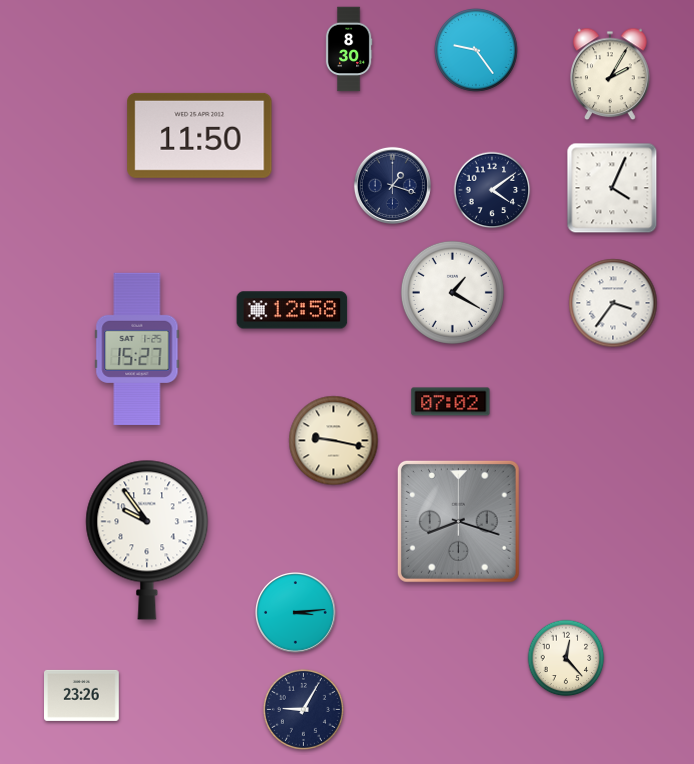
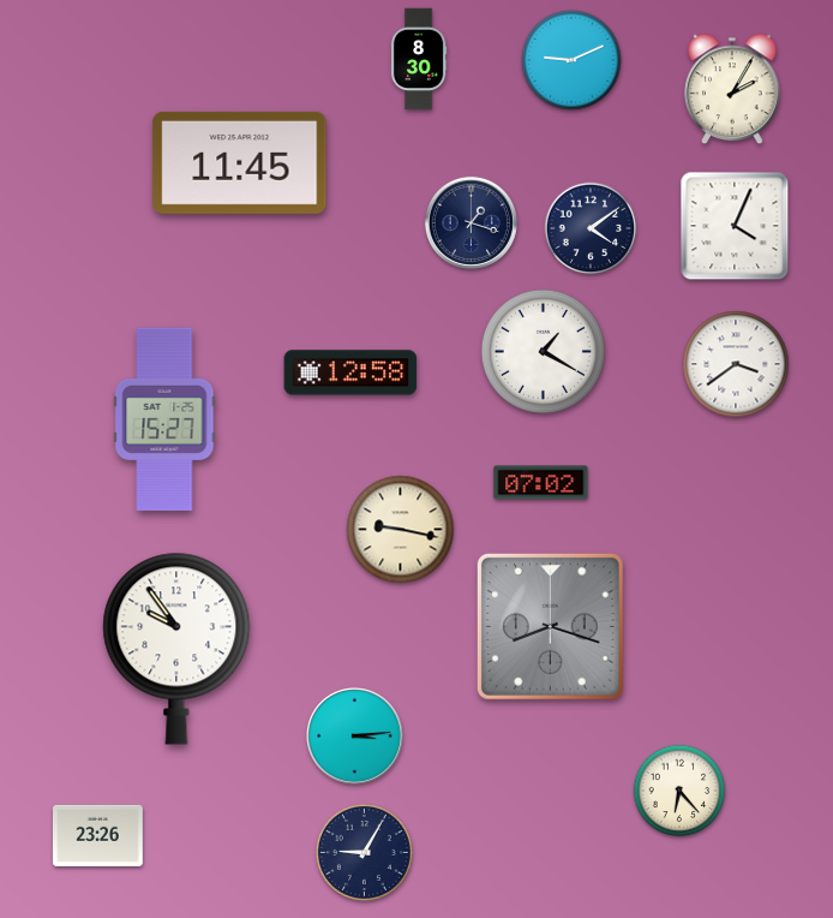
clock at (476, 50): 9:24 -> 9:11
clock at (200, 135): 11:50 -> 11:45
clock at (613, 303): 3:36 -> 3:39
clock at (566, 658): 12:23 -> 6:23
